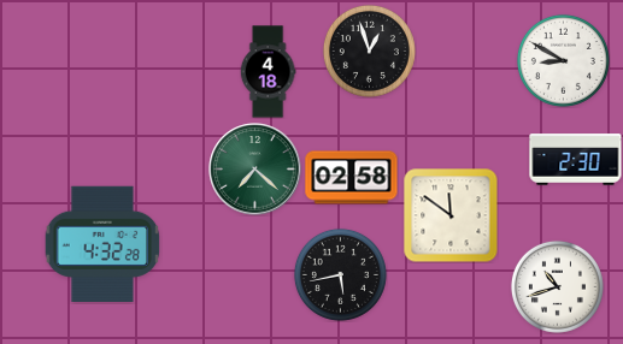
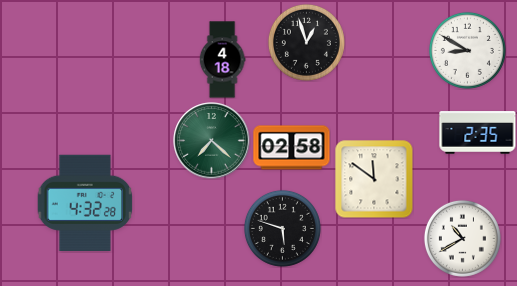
clock at (576, 160): 2:30 -> 2:35
clock at (340, 274): 5:43 -> 5:48
clock at (557, 286): 10:42 -> 10:40
